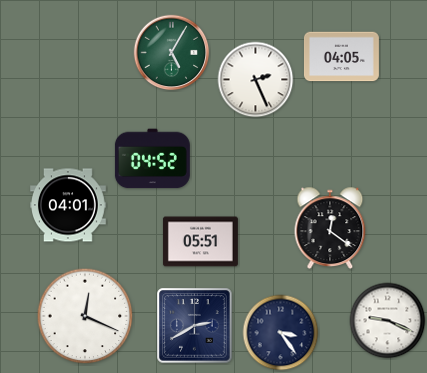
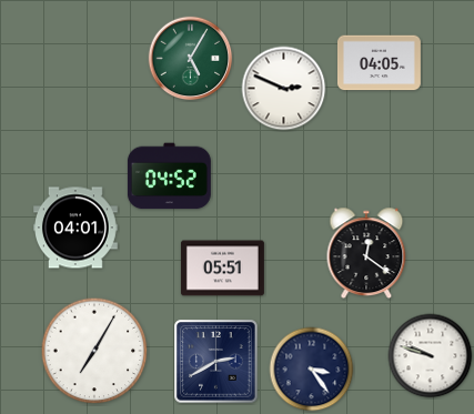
clock at (256, 80): 2:26 -> 2:49
clock at (85, 316): 12:19 -> 7:05
clock at (388, 321): 9:19 -> 9:48
